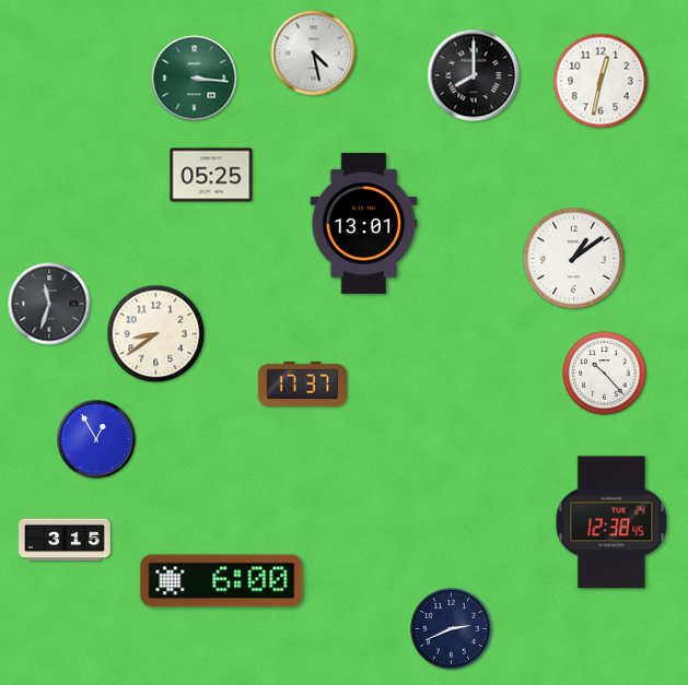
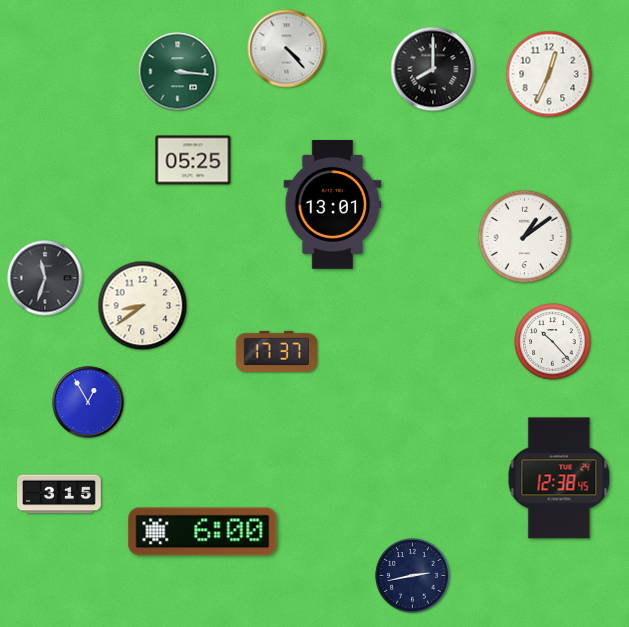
clock at (314, 54): 4:28 -> 4:23
clock at (600, 81): 12:32 -> 12:34
clock at (452, 629): 2:41 -> 2:43
